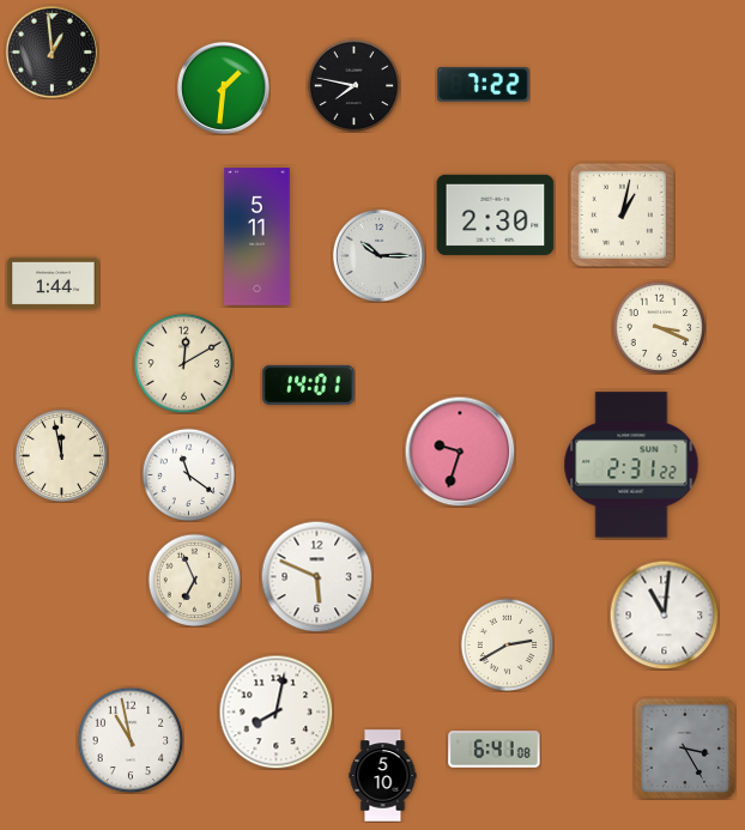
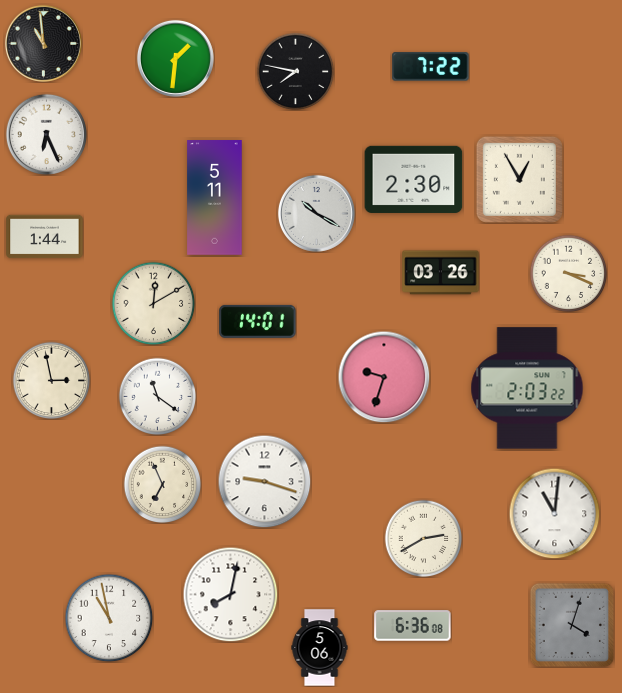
clock at (52, 52): 12:59 -> 10:59
clock at (484, 85) position: (484, 85) -> (431, 67)
clock at (223, 87) position: (223, 87) -> (175, 58)
clock at (46, 134): none -> 6:26
clock at (622, 214): 1:02 -> 12:55
clock at (378, 255): 10:15 -> 10:20
clock at (441, 273): none -> 03:26
clock at (659, 327) position: (659, 327) -> (568, 273)
clock at (61, 455): 11:58 -> 2:58
clock at (631, 465): 2:31 -> 2:03
clock at (316, 576): 5:49 -> 9:18
clock at (685, 749): 3:25 -> 4:03
clock at (495, 750): 6:41 -> 6:36
clock at (383, 776): 5:10 -> 5:06
